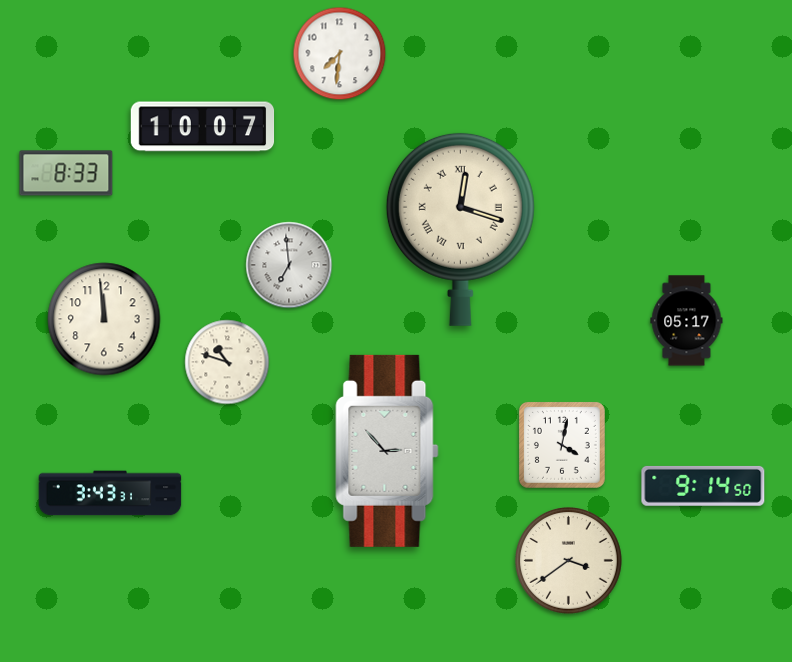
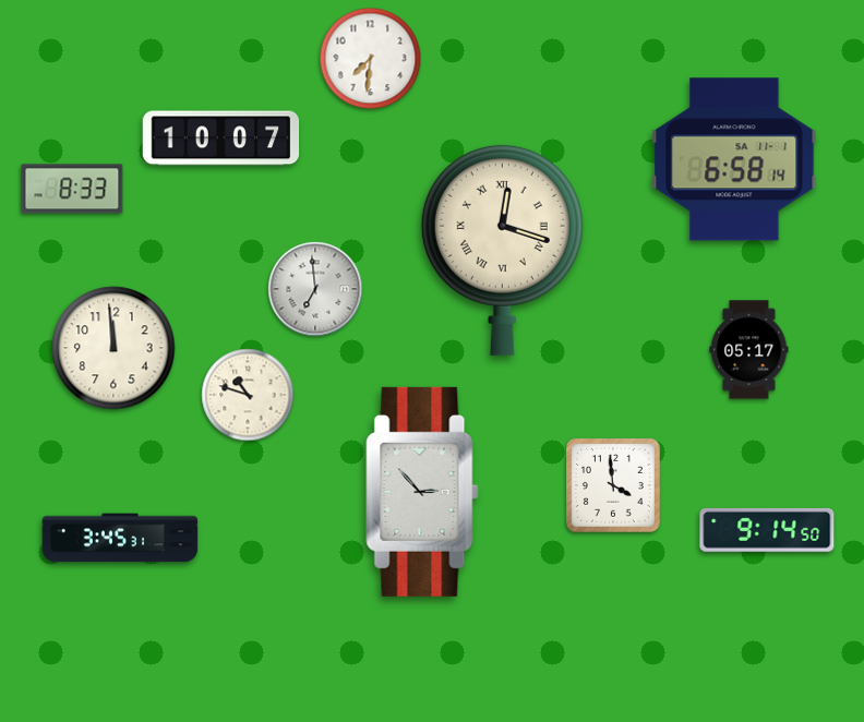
clock at (734, 159): none -> 6:58
clock at (562, 445): 4:02 -> 3:59
clock at (110, 493): 3:43 -> 3:45
clock at (569, 561): 3:39 -> none
